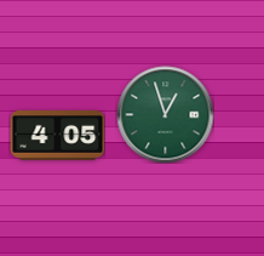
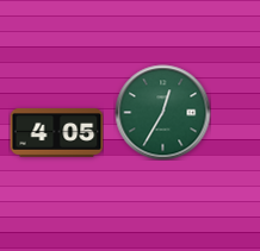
clock at (165, 114): 12:57 -> 12:35
